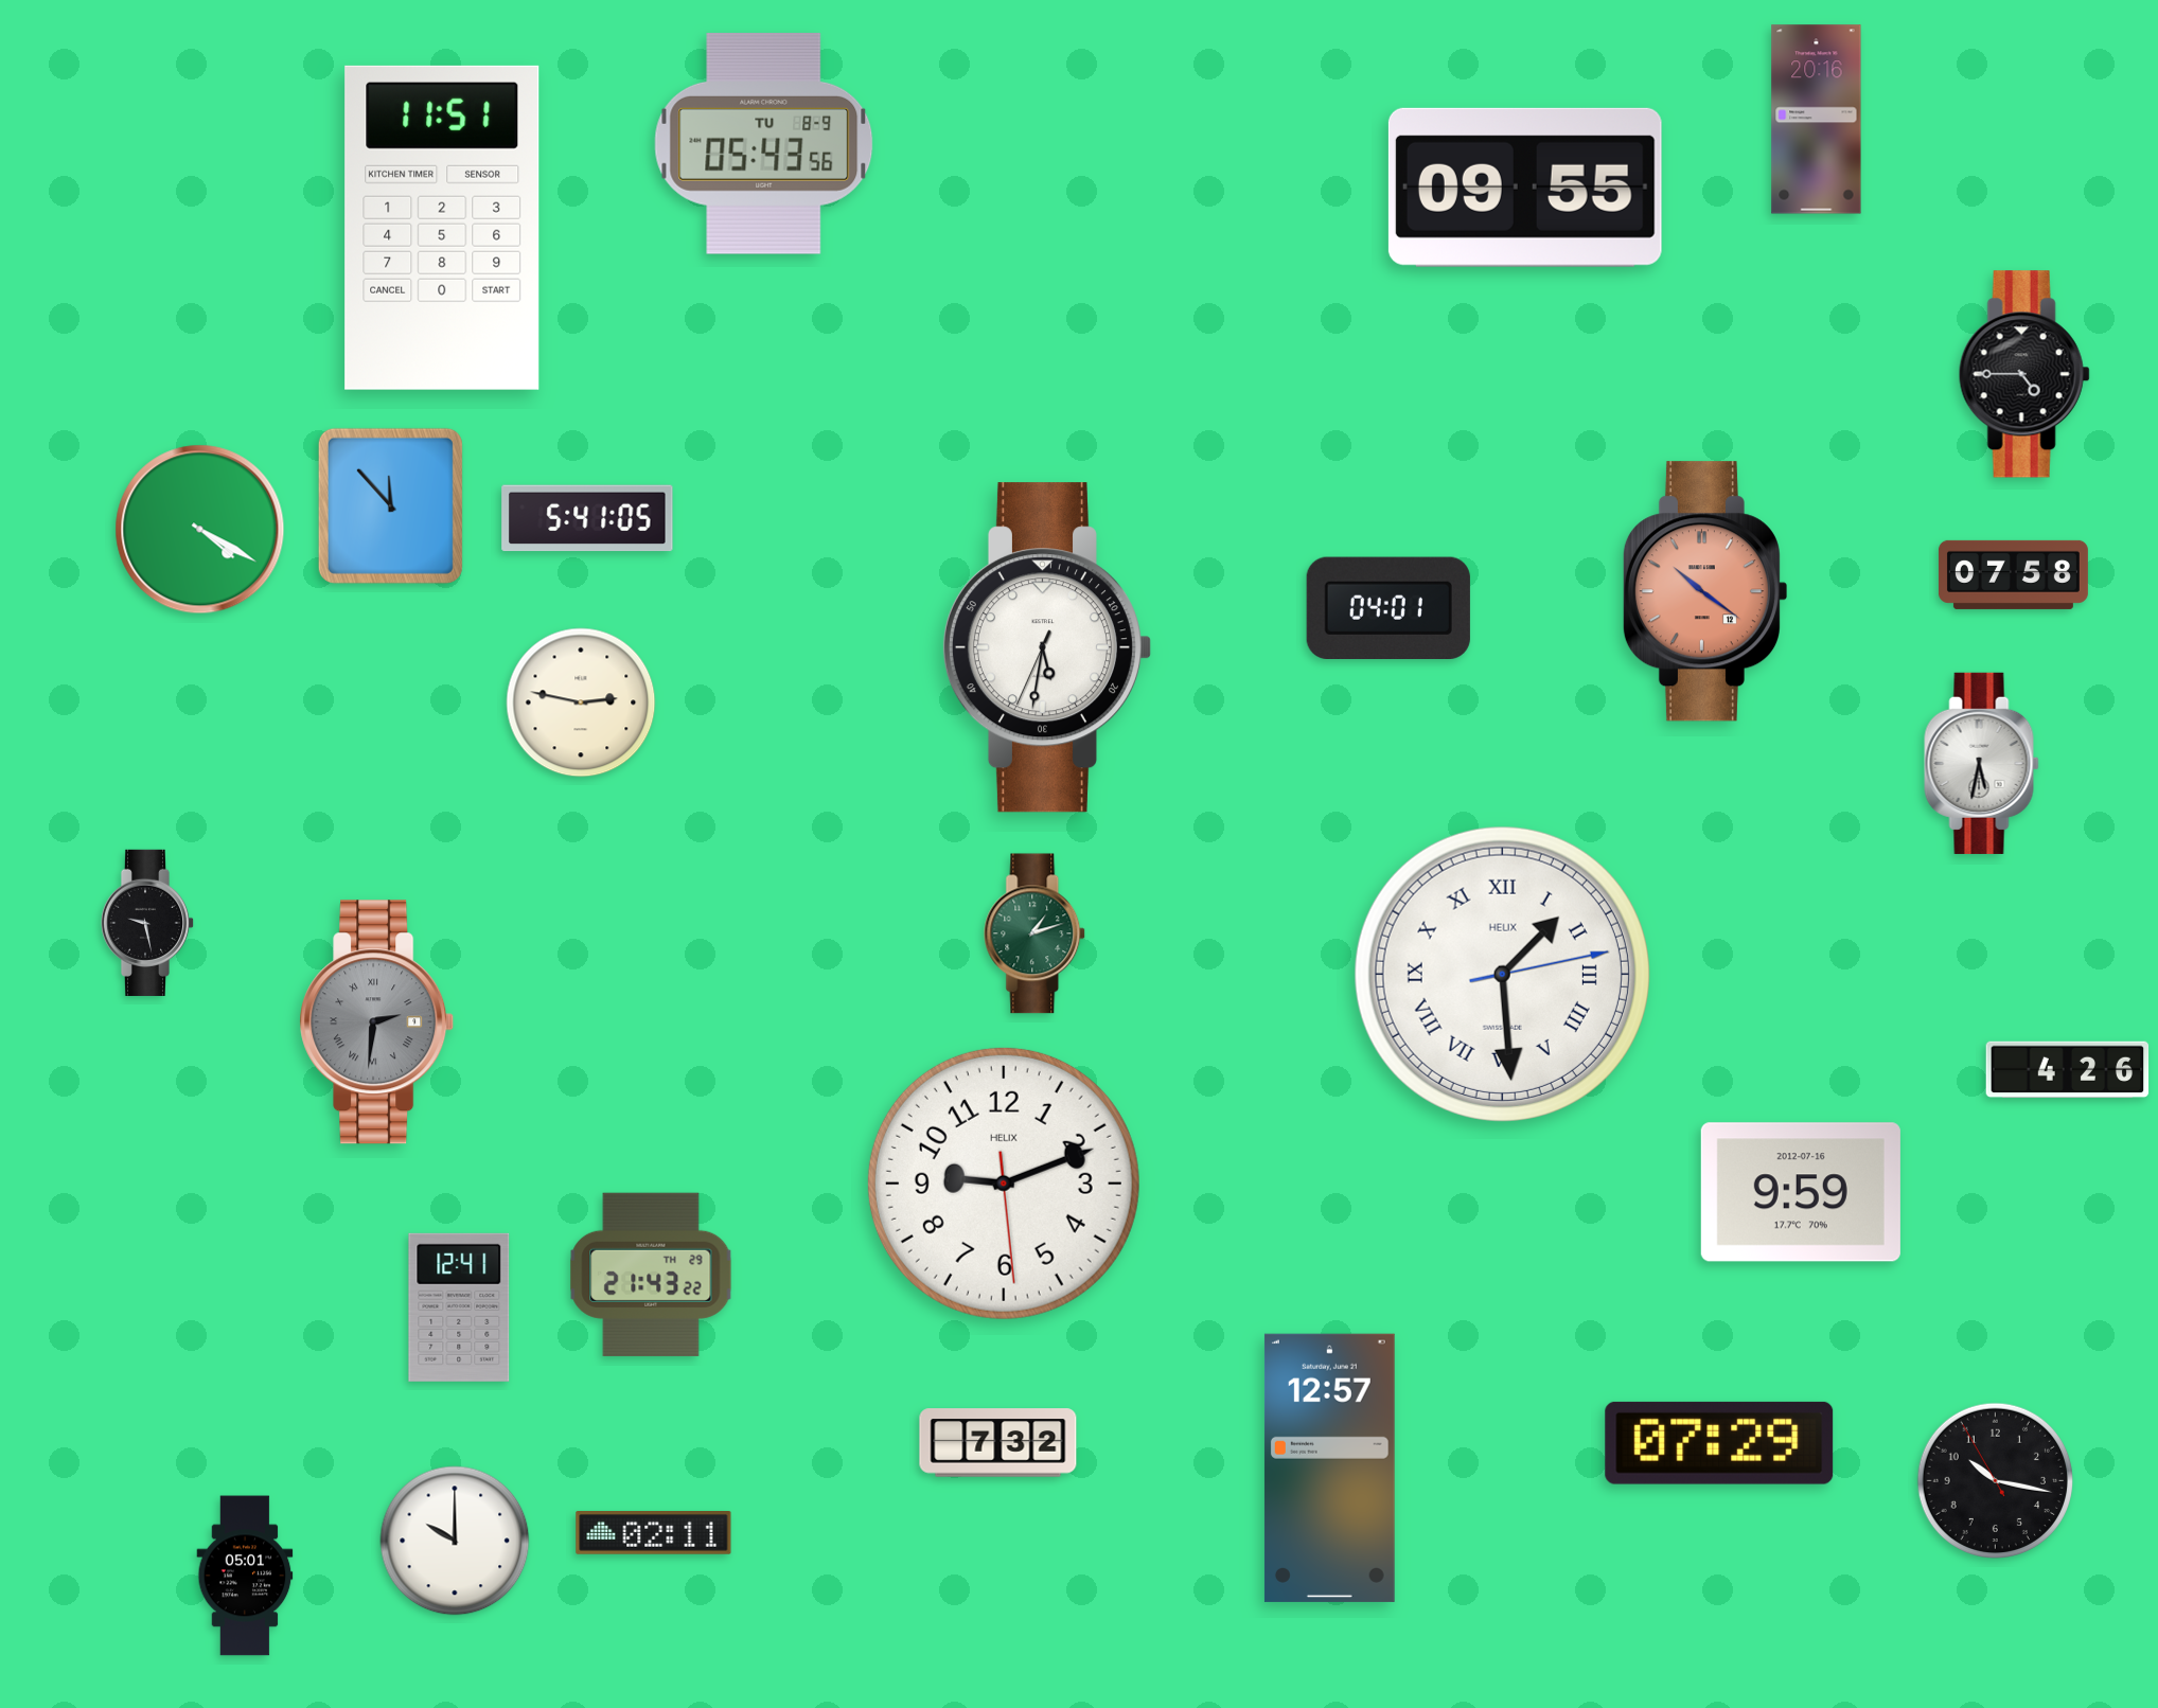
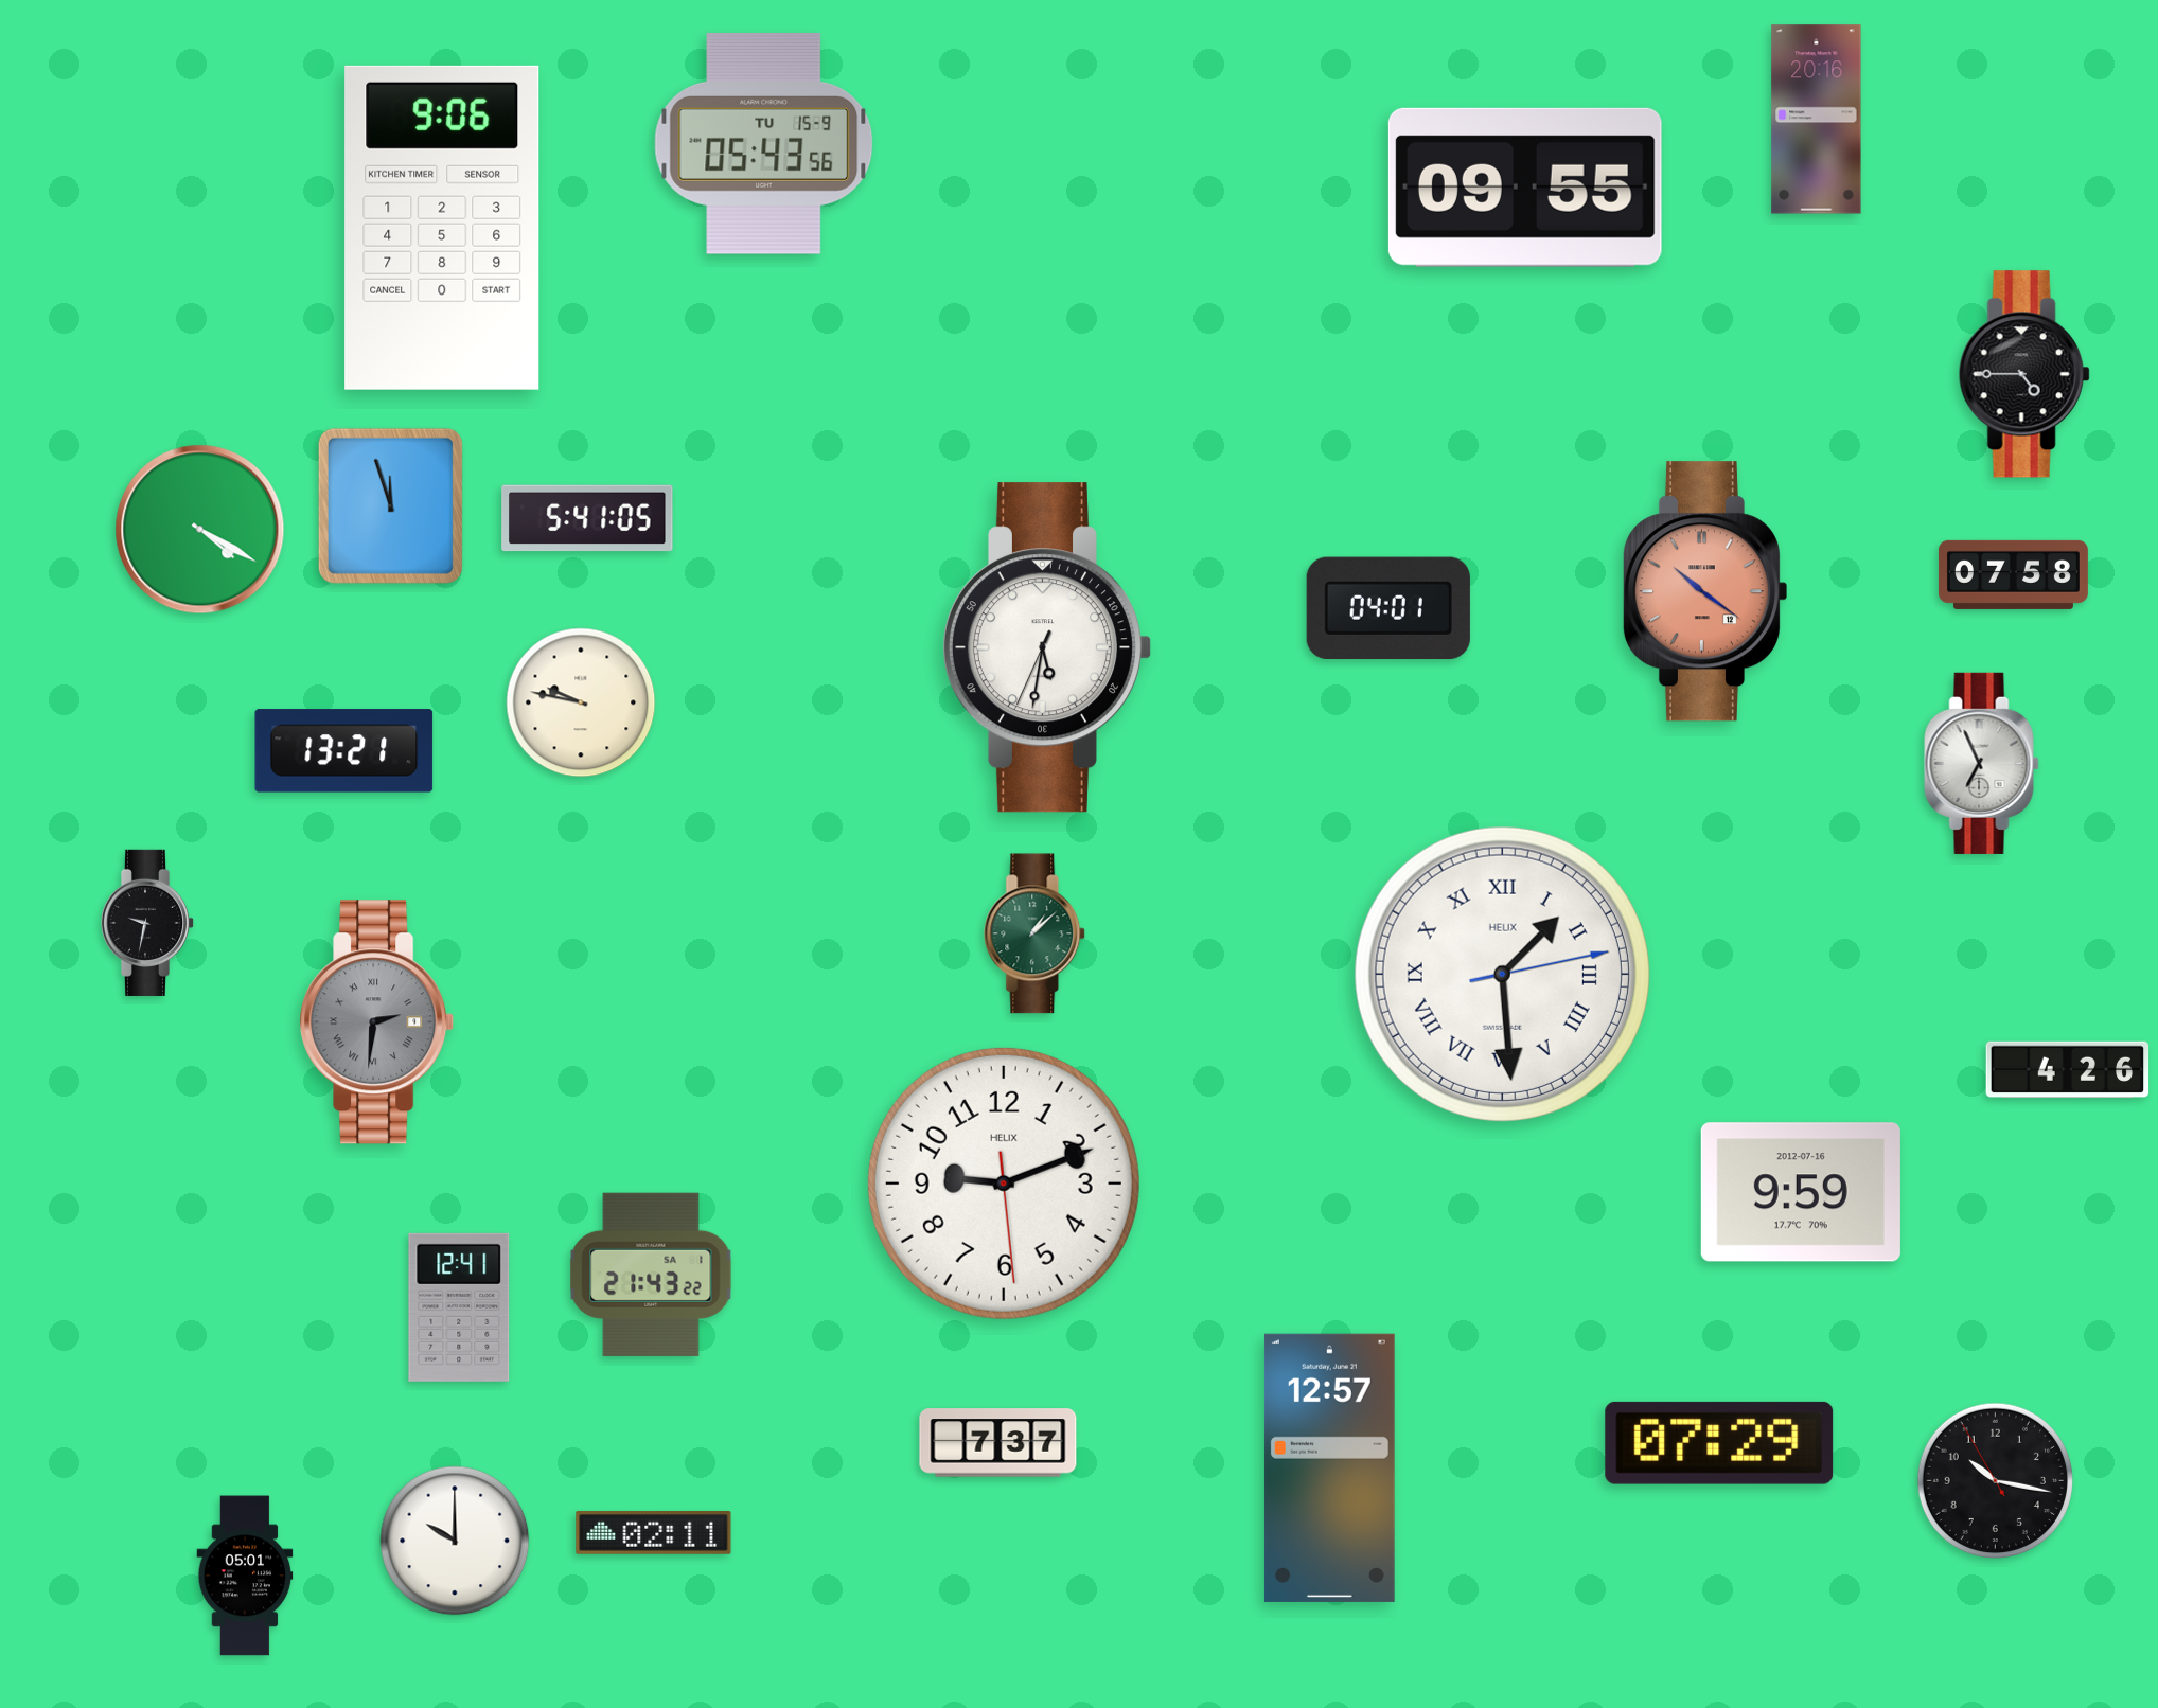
clock at (764, 143) date: TU 8-9 -> TU 15-9
clock at (442, 228): 11:51 -> 9:06
clock at (390, 505): 11:53 -> 11:57
clock at (581, 702): 2:47 -> 9:47
clock at (344, 751): none -> 13:21
clock at (1982, 763): 5:32 -> 6:56
clock at (147, 923): 9:28 -> 9:32
clock at (1036, 933): 1:12 -> 1:08
clock at (651, 1275) date: TH 29 -> SA 1
clock at (998, 1443): 7:32 -> 7:37
